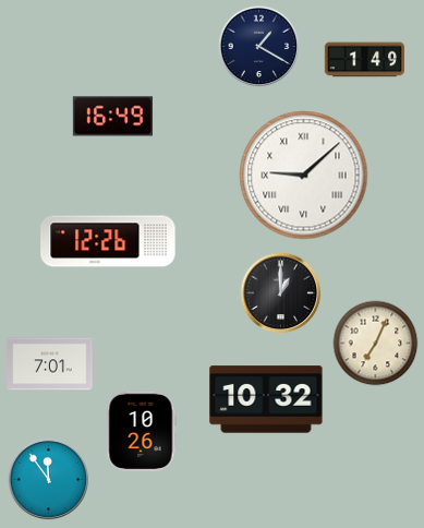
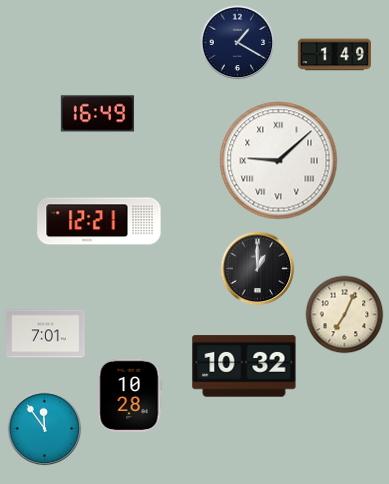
clock at (112, 117) position: (112, 117) -> (97, 114)
clock at (108, 241): 12:26 -> 12:21
clock at (141, 431): 10:26 -> 10:28
clock at (49, 480) position: (49, 480) -> (45, 429)
